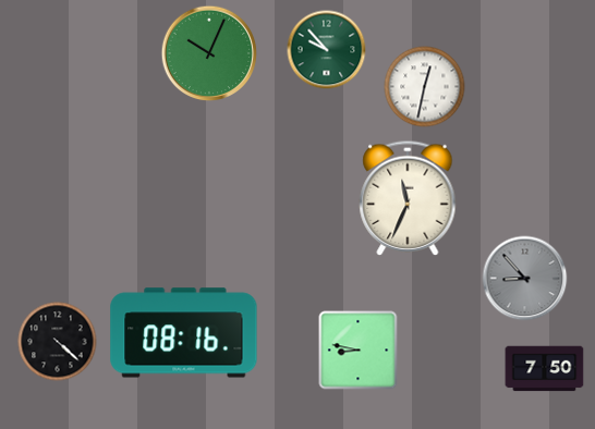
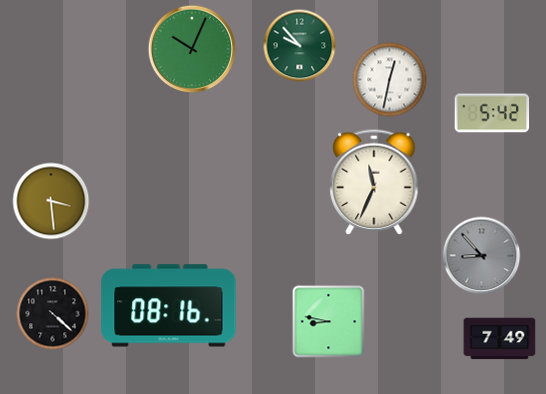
clock at (492, 113): none -> 5:42
clock at (51, 201): none -> 3:29
clock at (545, 369): 7:50 -> 7:49
